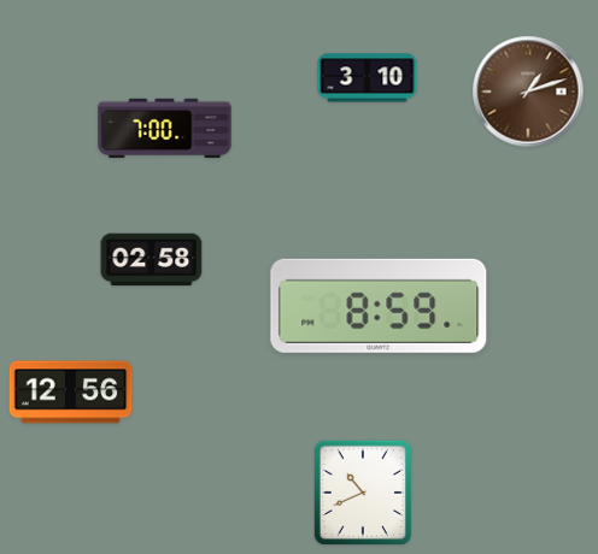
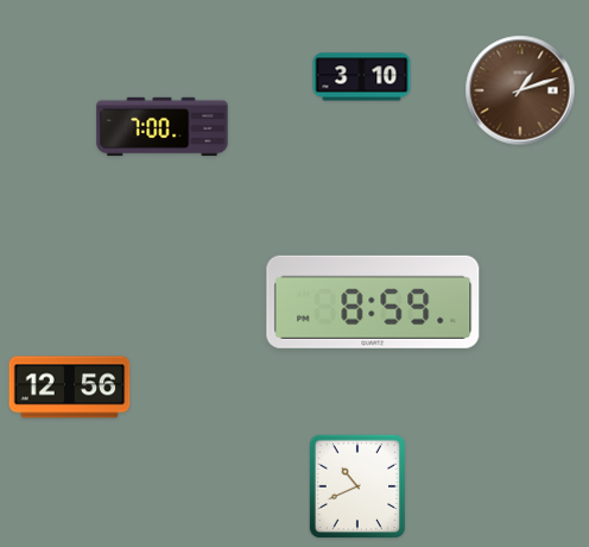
clock at (152, 260): 02:58 -> none
